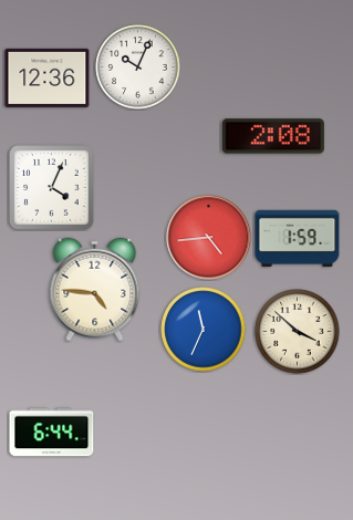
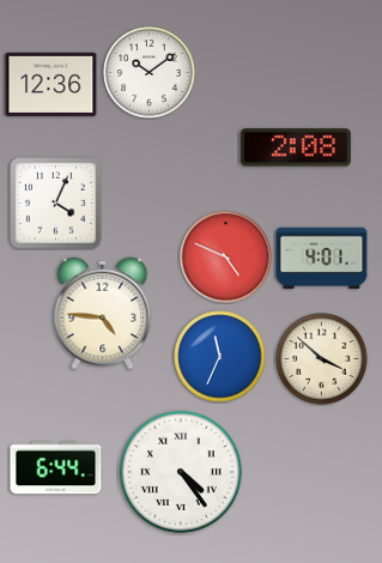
clock at (138, 67): 10:04 -> 10:09
clock at (209, 238): 4:44 -> 4:49
clock at (298, 238): 1:59 -> 4:01
clock at (182, 473): none -> 4:24
